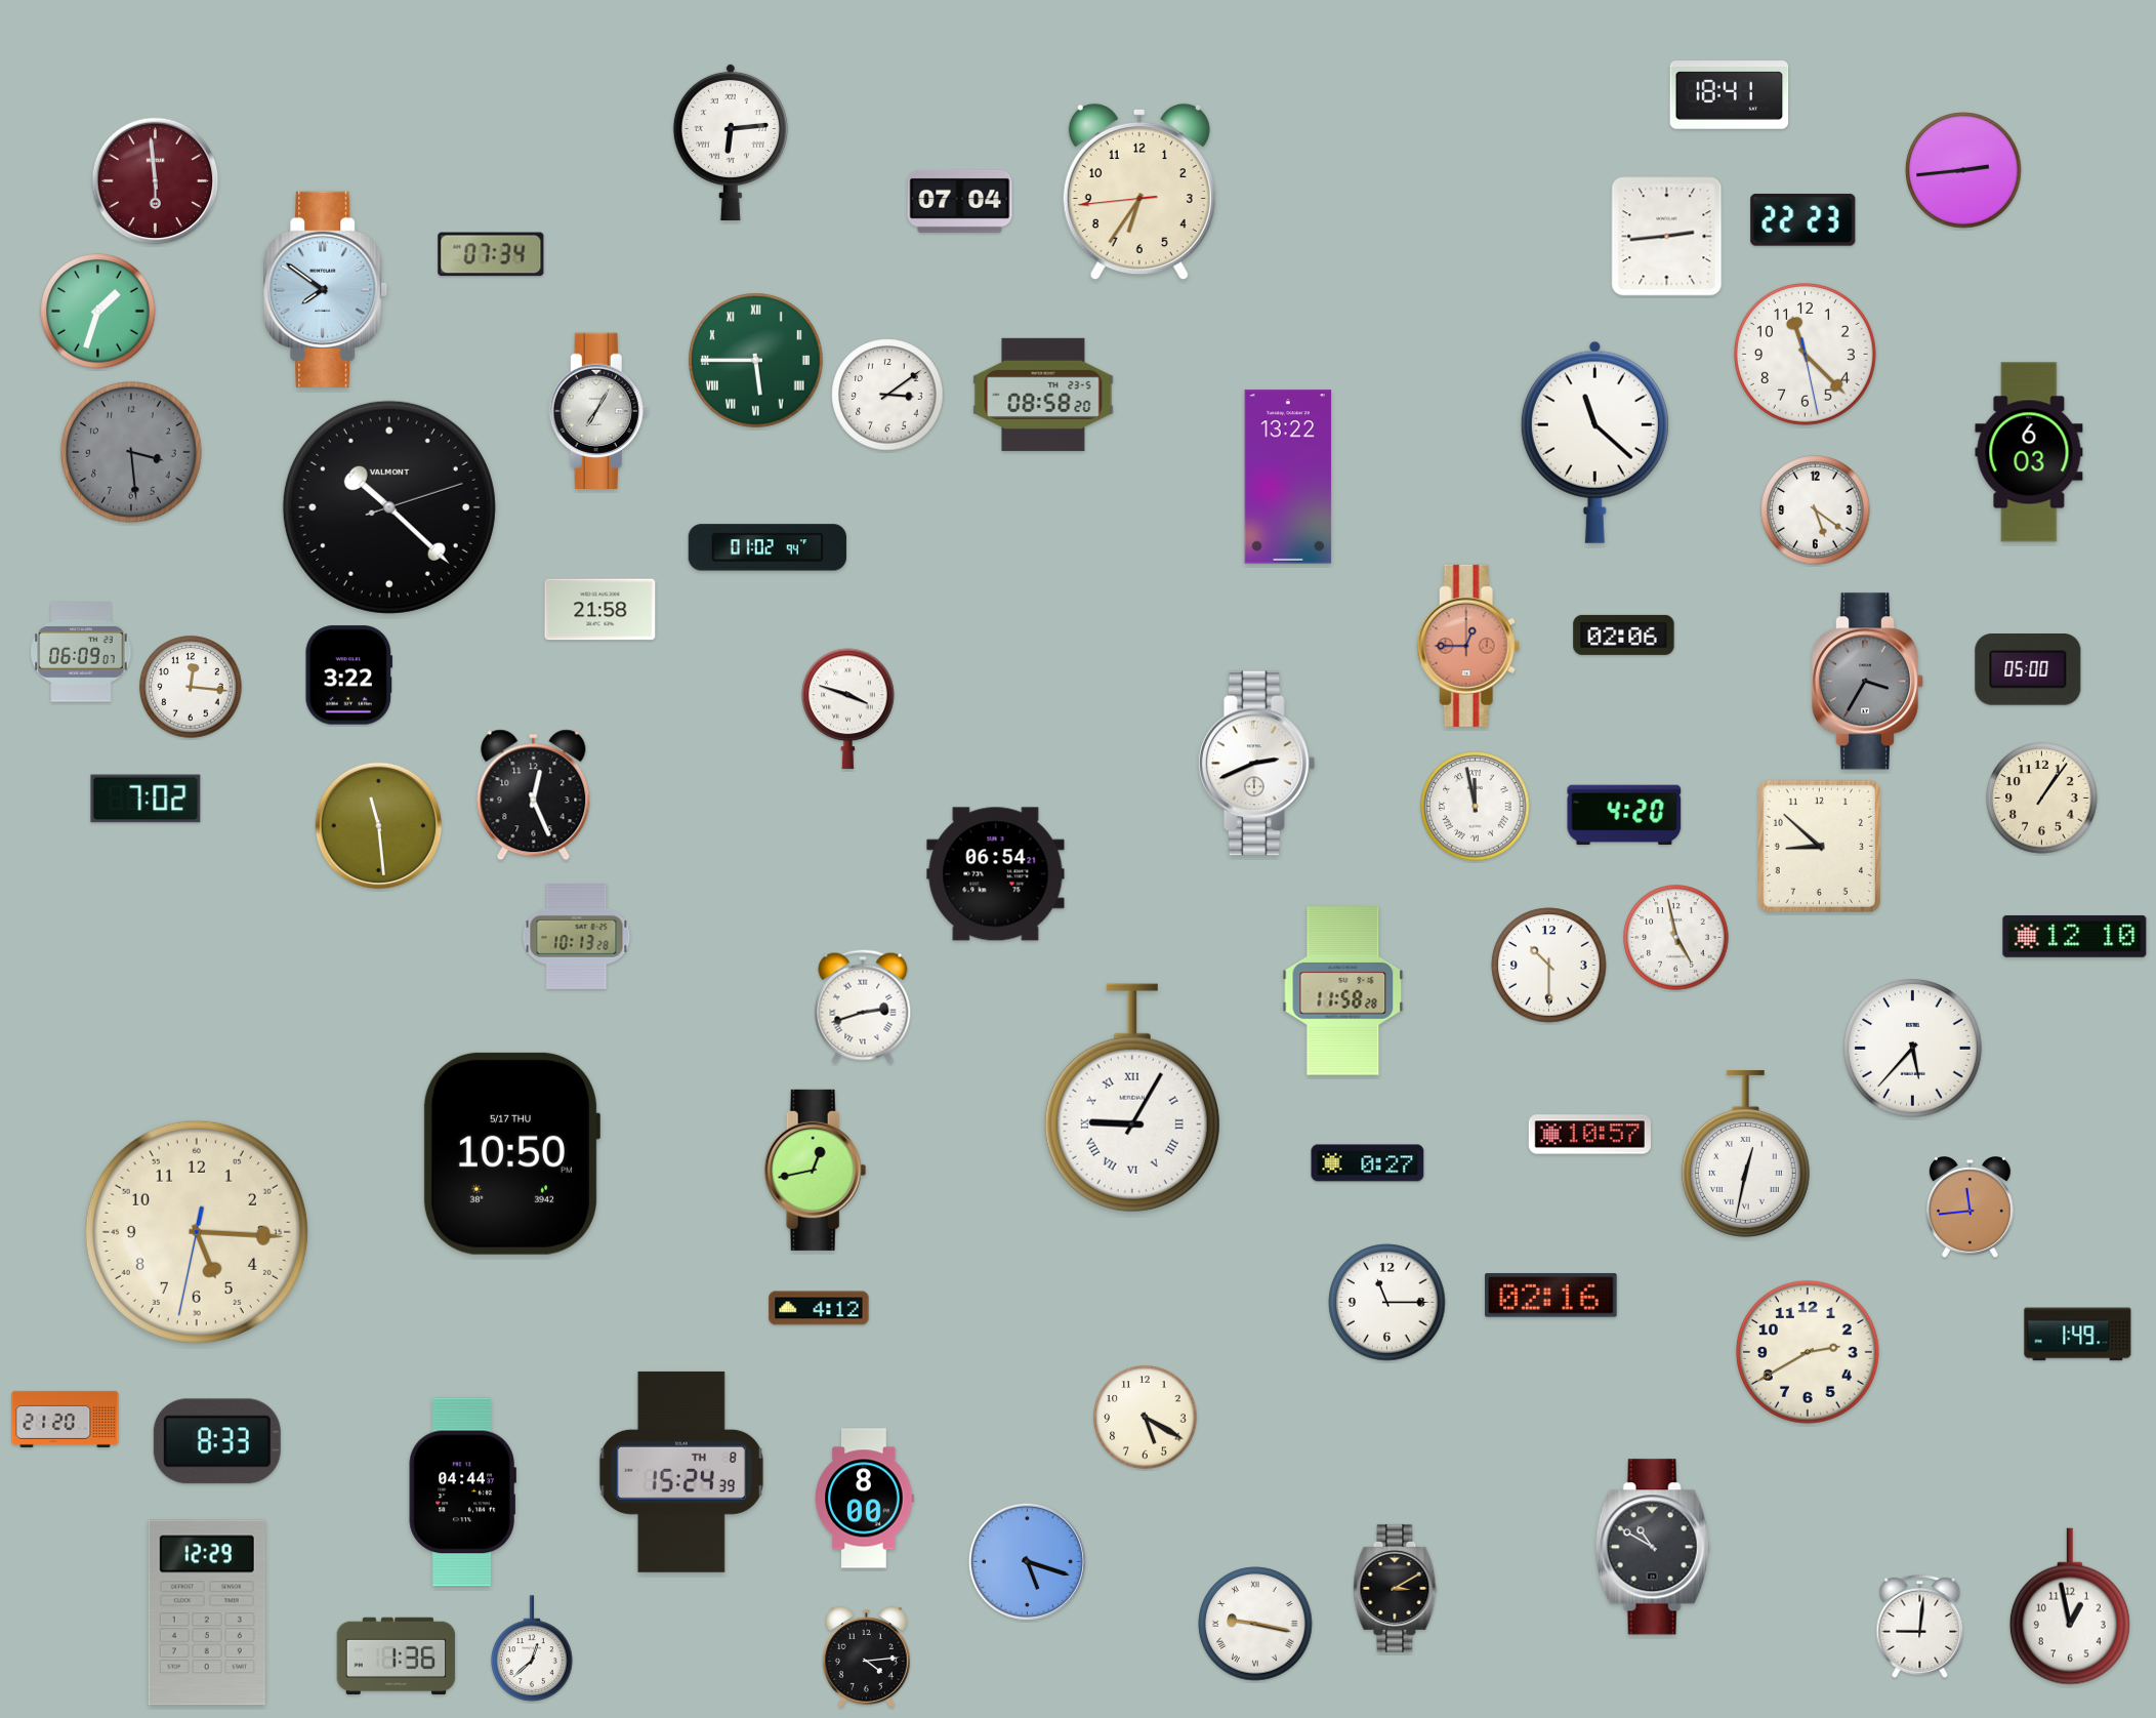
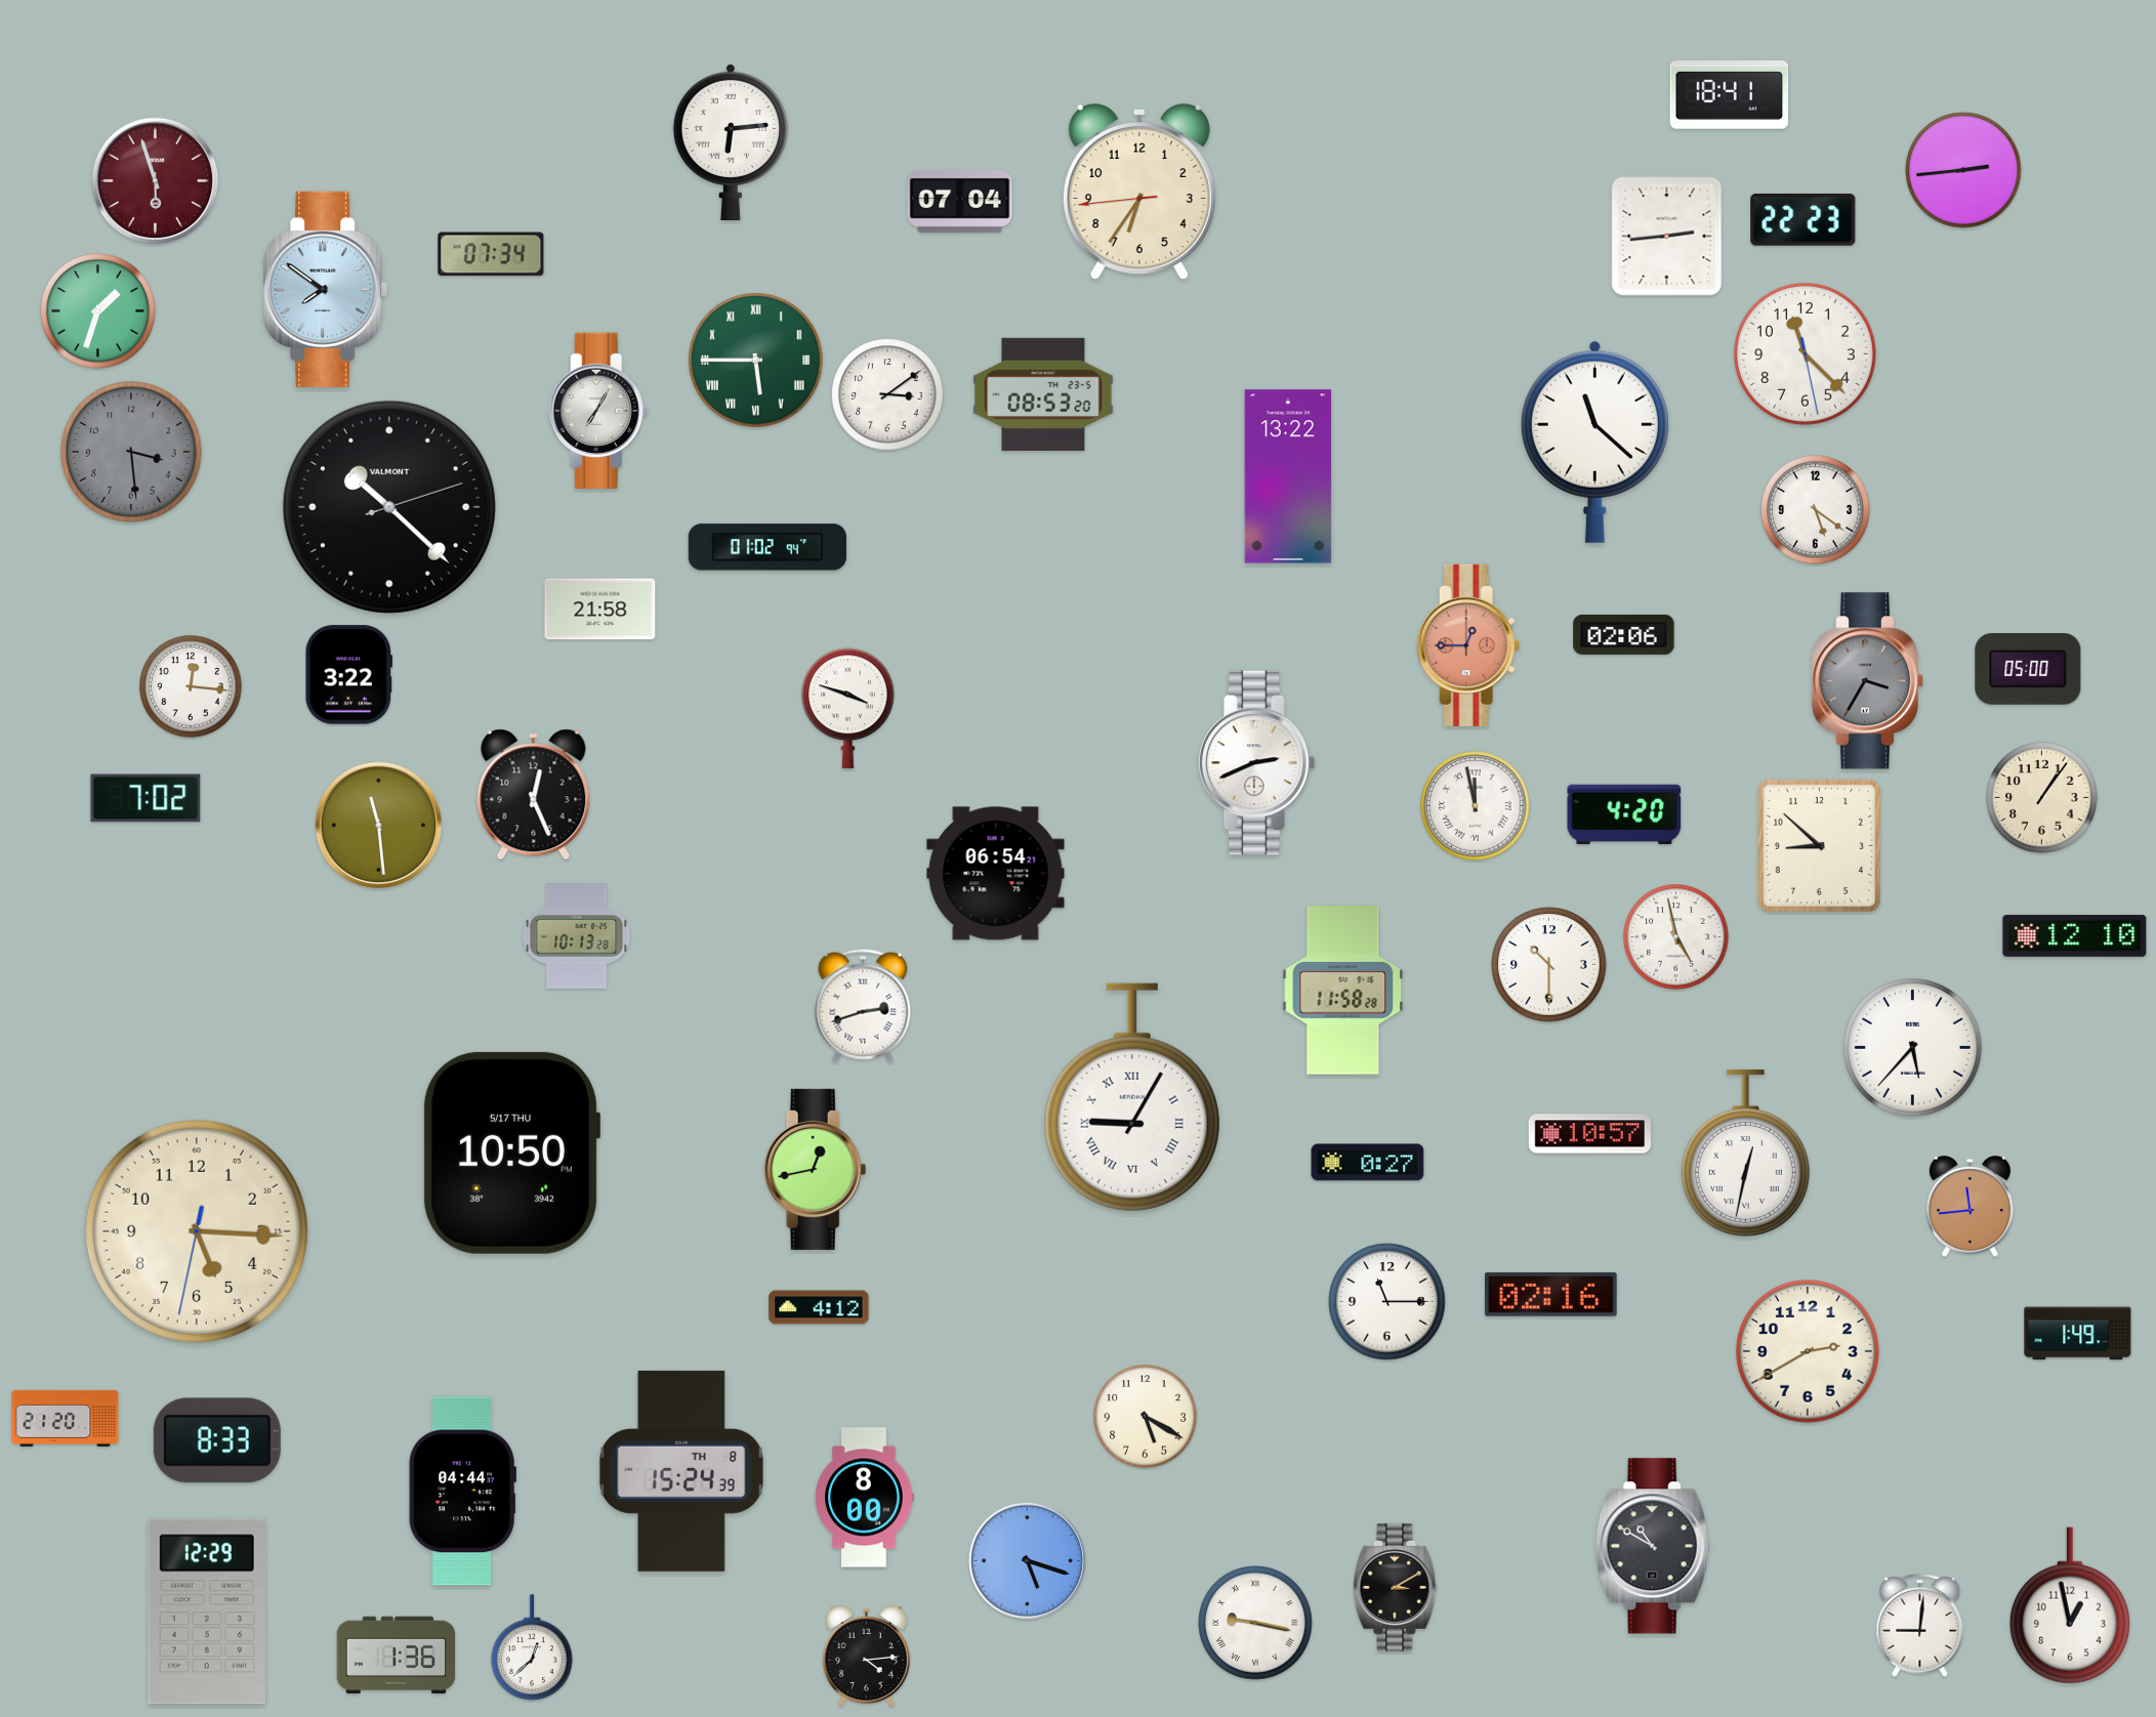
clock at (156, 181): 5:59 -> 5:57
clock at (1043, 395): 08:58 -> 08:53
clock at (2029, 452): 6:03 -> none
clock at (81, 652): 06:09 -> none
